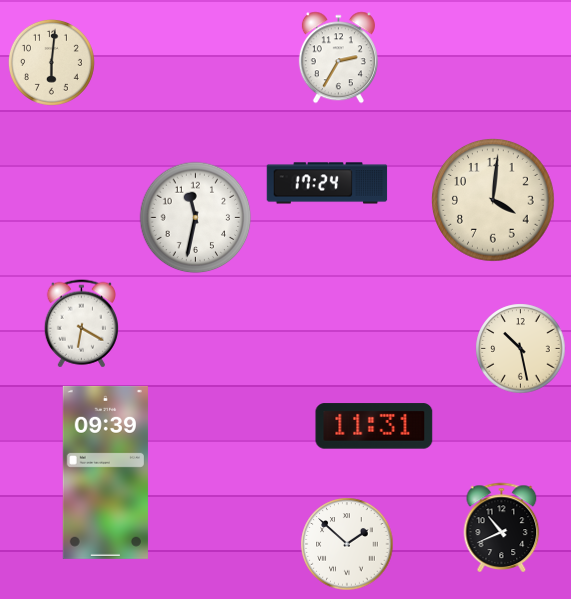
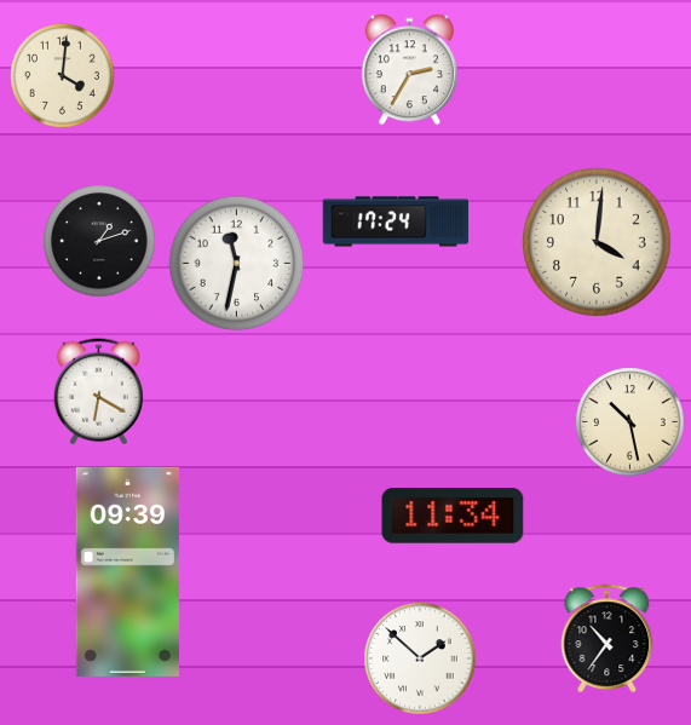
clock at (51, 62): 6:01 -> 4:01
clock at (99, 241): none -> 1:12
clock at (374, 426): 11:31 -> 11:34
clock at (502, 527): 10:41 -> 10:36
